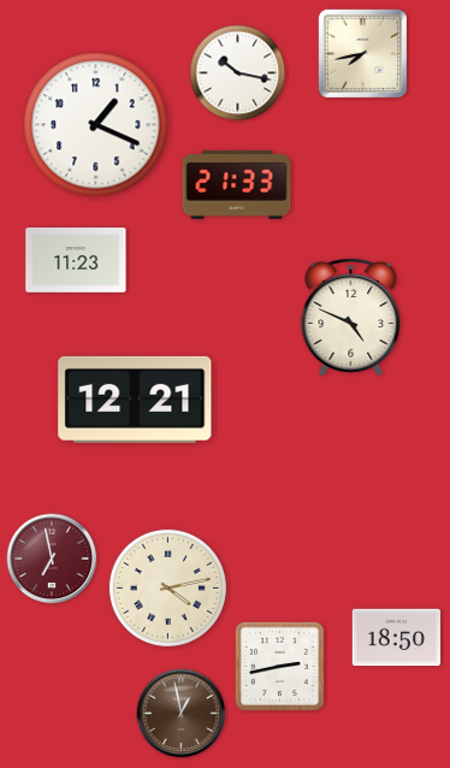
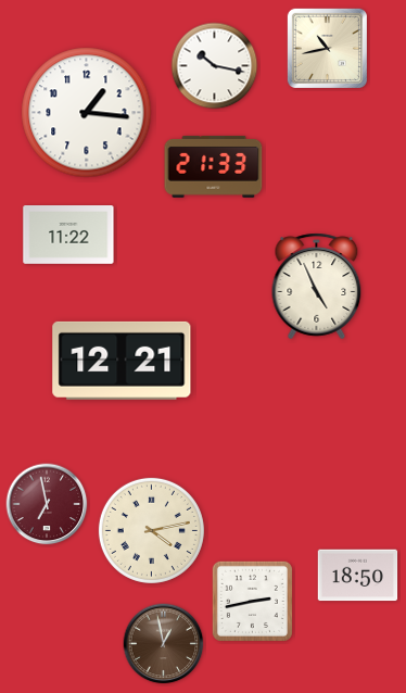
clock at (362, 53): 7:43 -> 10:43
clock at (96, 125): 1:19 -> 1:16
clock at (76, 261): 11:23 -> 11:22
clock at (351, 318): 4:49 -> 4:56
